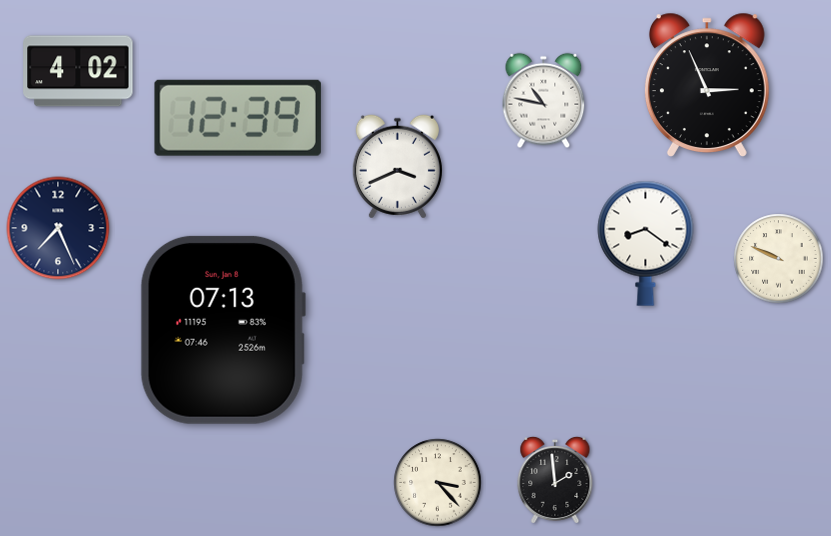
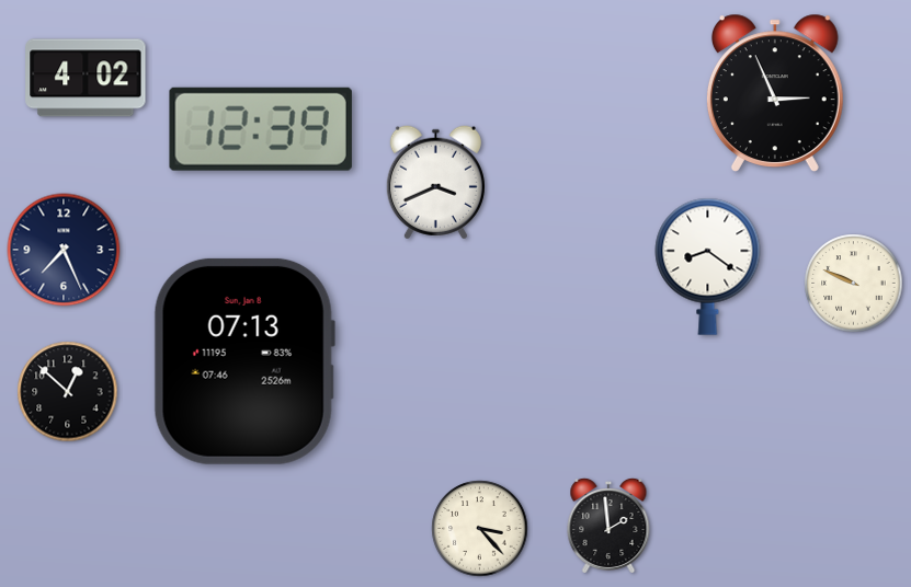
clock at (544, 101): 10:47 -> none
clock at (68, 392): none -> 12:52
